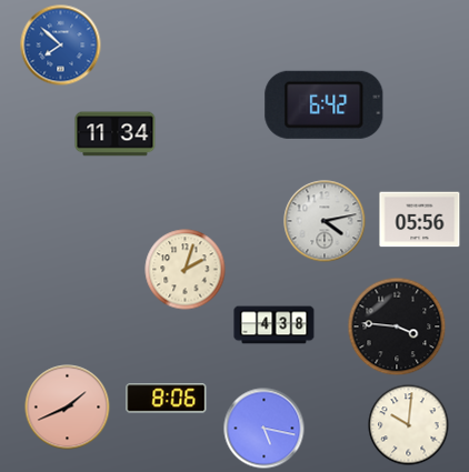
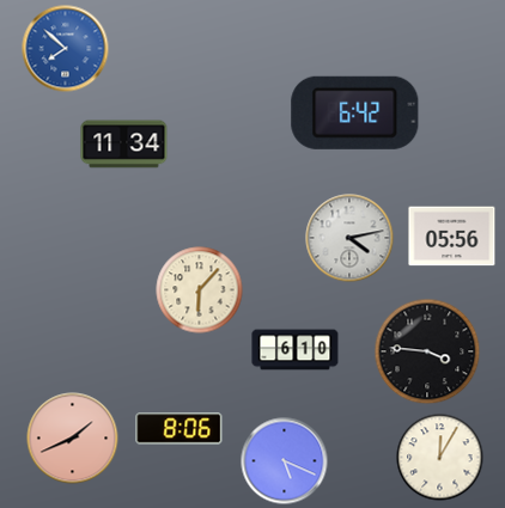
clock at (325, 104) position: (325, 104) -> (355, 112)
clock at (186, 270): 2:03 -> 6:07
clock at (275, 325): 4:38 -> 6:10
clock at (409, 425): 10:01 -> 12:05
clock at (265, 429): 5:17 -> 5:19
